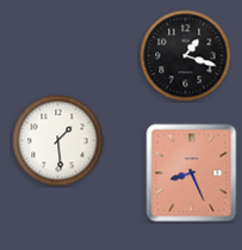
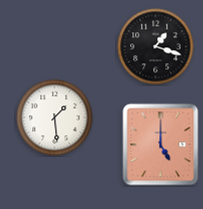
clock at (58, 141) position: (58, 141) -> (55, 118)
clock at (192, 173): 8:26 -> 5:00
